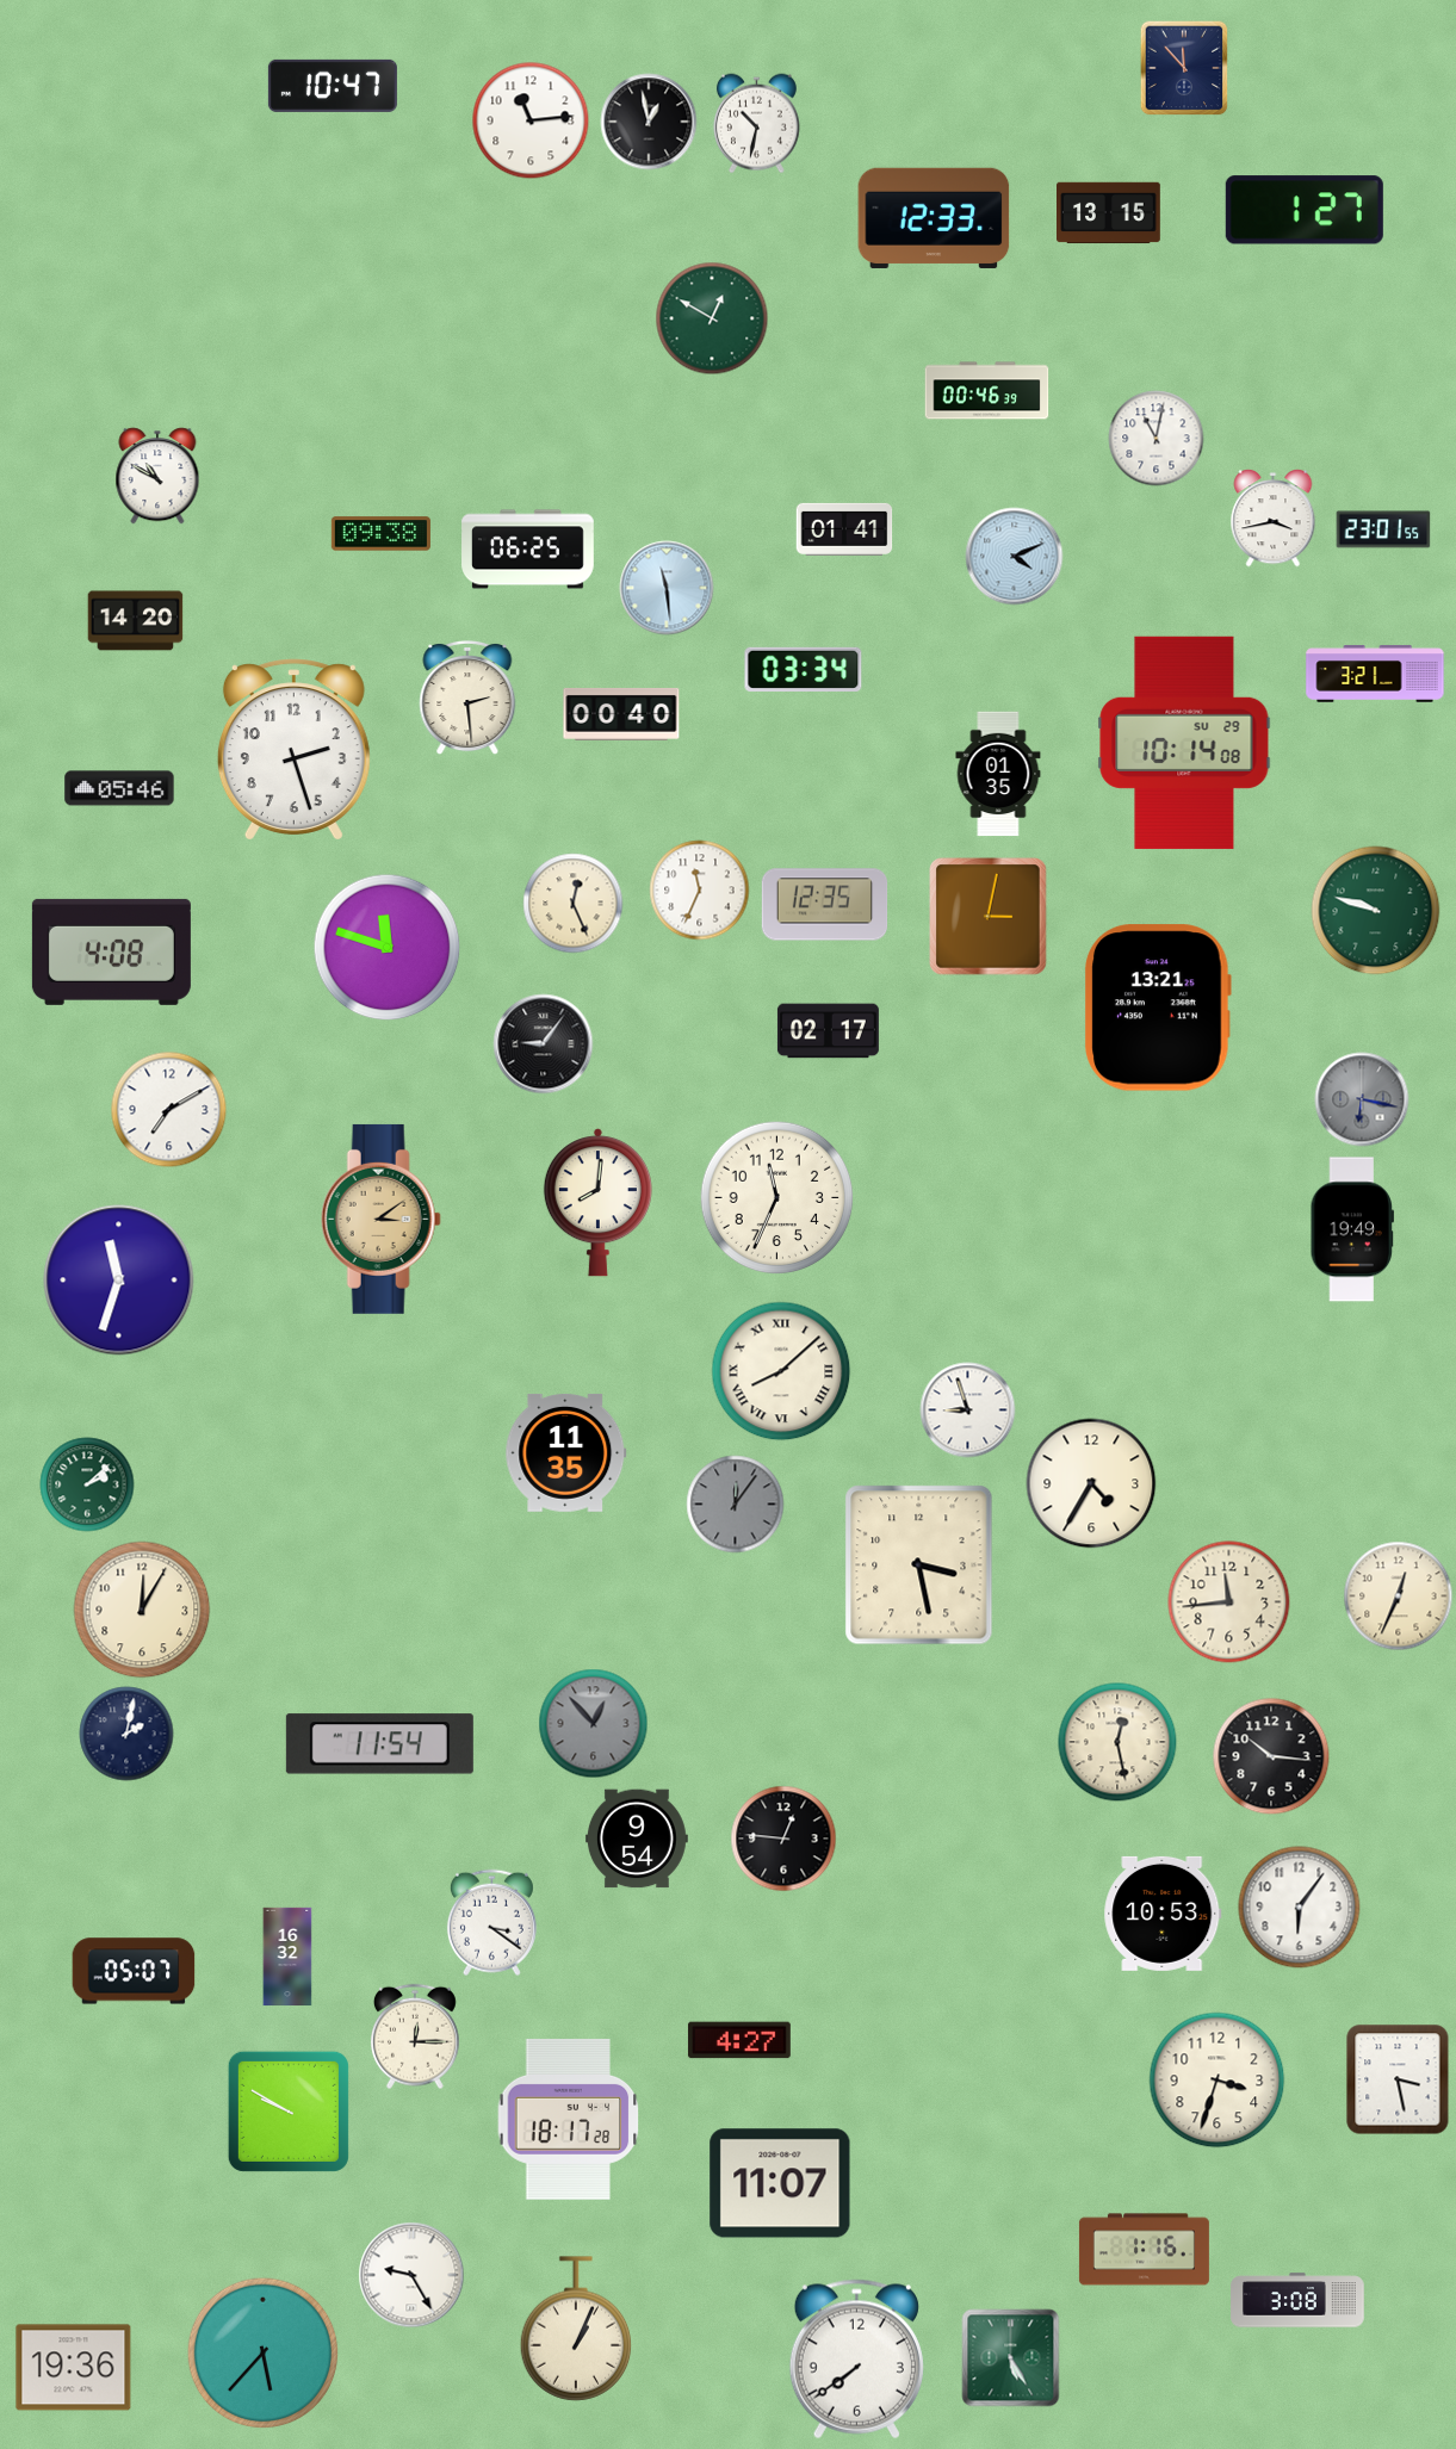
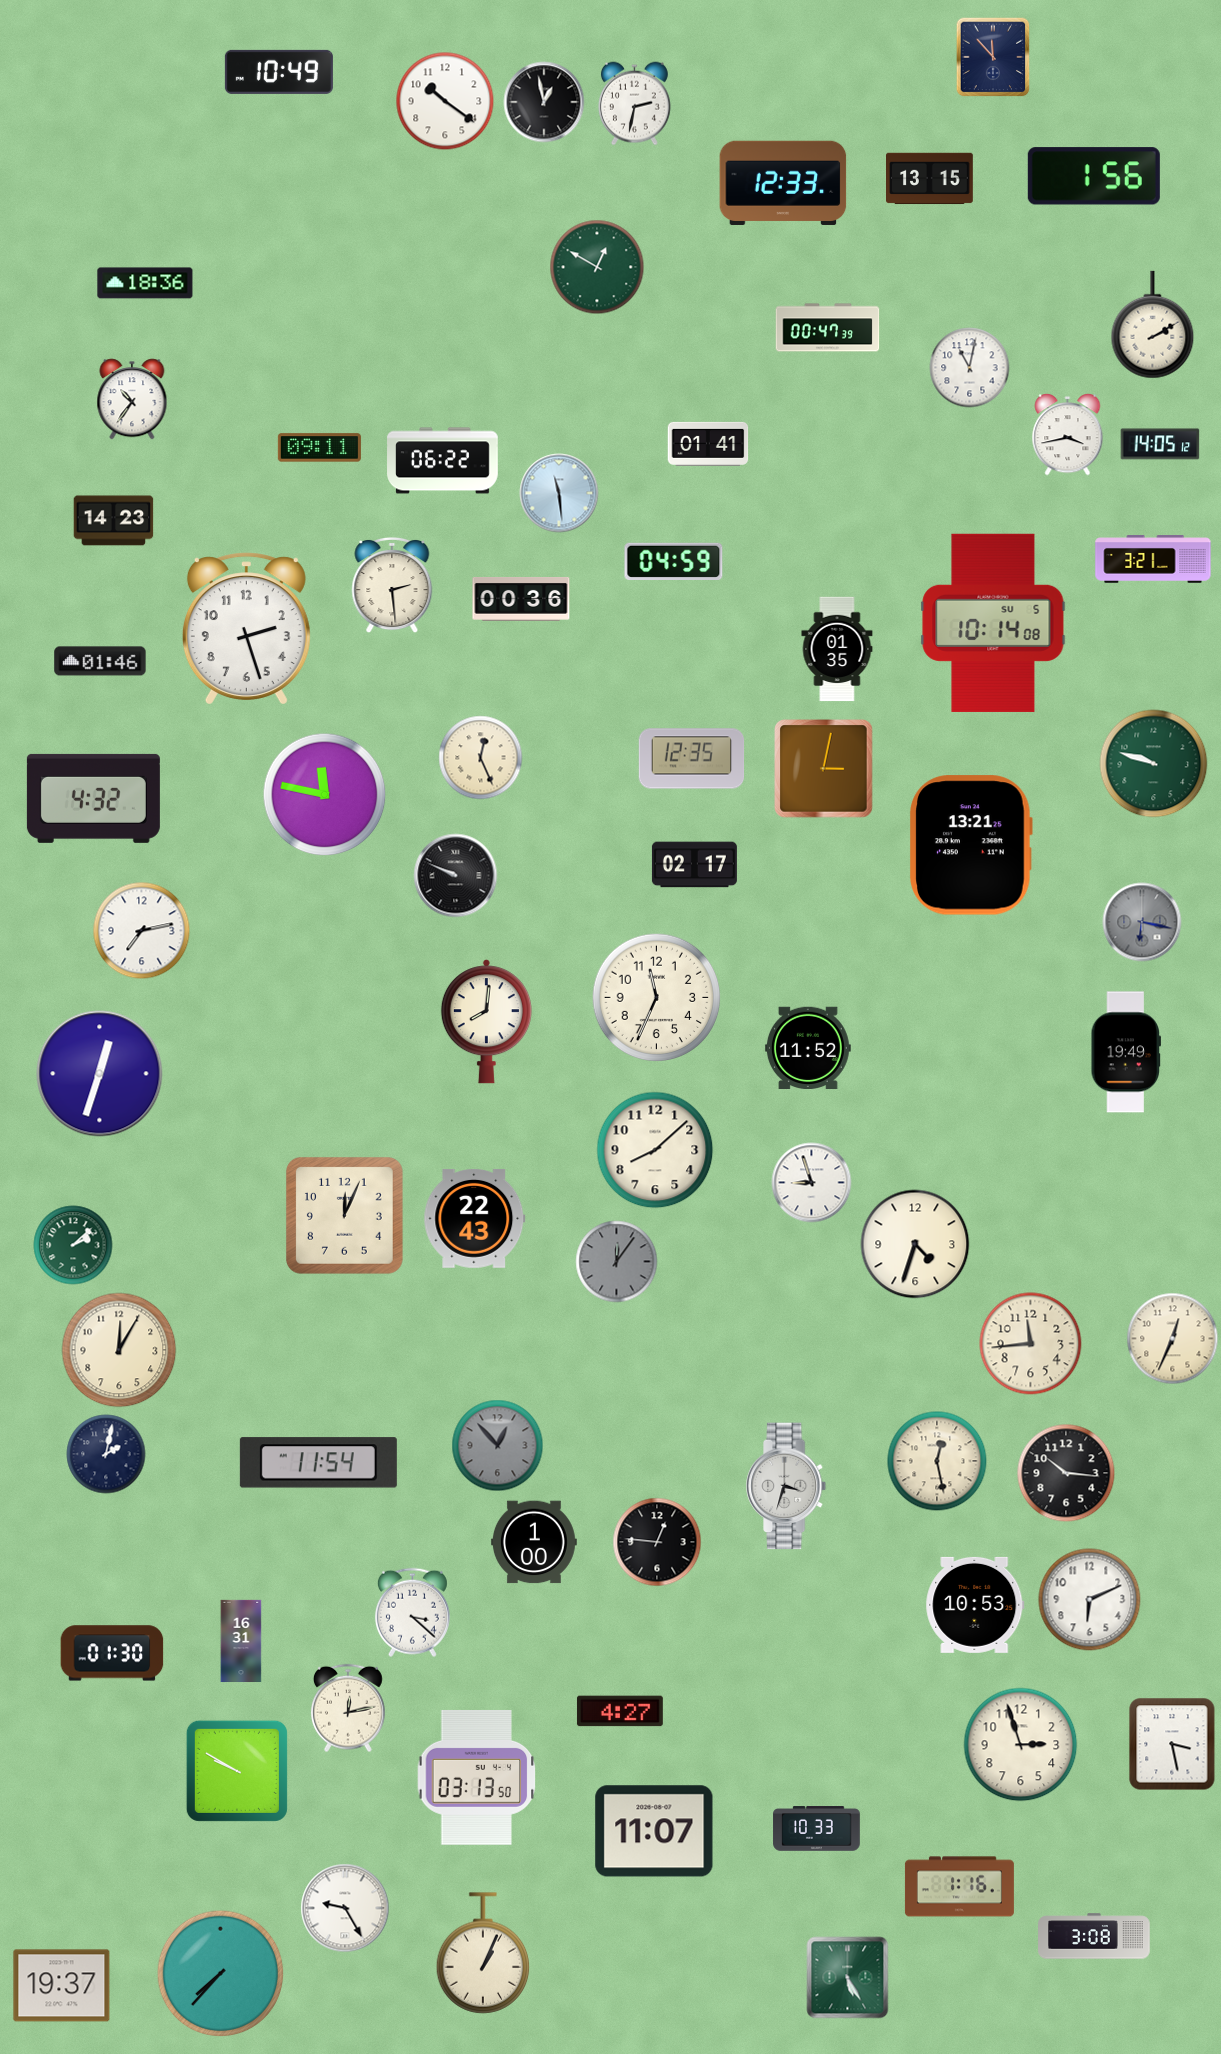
clock at (333, 86): 10:47 -> 10:49
clock at (531, 120): 11:14 -> 10:21
clock at (756, 124): 10:32 -> 2:32
clock at (1305, 210): 1:27 -> 1:56
clock at (145, 283): none -> 18:36
clock at (1153, 325): none -> 2:10
clock at (987, 391): 00:46 -> 00:47
clock at (157, 476): 10:50 -> 10:36
clock at (1383, 529): 23:01 -> 14:05
clock at (380, 534): 09:38 -> 09:11
clock at (528, 550): 06:25 -> 06:22
clock at (1015, 557): 4:11 -> none
clock at (136, 621): 14:20 -> 14:23
clock at (804, 669): 03:34 -> 04:59
clock at (1375, 674) position: (1375, 674) -> (1153, 559)
clock at (621, 715): 00:40 -> 00:36
clock at (1184, 743) date: SU 29 -> SU 5
clock at (119, 788): 05:46 -> 01:46
clock at (700, 891): 11:34 -> none
clock at (989, 917) position: (989, 917) -> (824, 769)
clock at (388, 948): 11:48 -> 11:47
clock at (111, 951): 4:08 -> 4:32
clock at (544, 1044): 9:06 -> 9:49
clock at (169, 1110): 7:10 -> 7:13
clock at (777, 1198) position: (777, 1198) -> (657, 998)
clock at (597, 1203) position: (597, 1203) -> (486, 1022)
clock at (380, 1219): 3:09 -> none
clock at (1351, 1229) position: (1351, 1229) -> (1125, 1052)
clock at (808, 1047): none -> 11:52
clock at (119, 1281): 11:33 -> 12:33
clock at (781, 1371) numerals: Roman -> Arabic
clock at (344, 1215): none -> 12:04
clock at (566, 1452): 11:35 -> 22:43
clock at (1091, 1483): 4:35 -> 4:33
clock at (919, 1565): 3:28 -> none
clock at (787, 1486): none -> 3:33
clock at (637, 1839): 9:54 -> 1:00
clock at (1300, 1908): 6:06 -> 6:11
clock at (491, 1923): 3:21 -> 3:22
clock at (287, 1957): 16:32 -> 16:31
clock at (134, 1971): 05:07 -> 01:30
clock at (416, 2036): 12:15 -> 12:13
clock at (1218, 2081): 3:33 -> 2:57
clock at (289, 2112) position: (289, 2112) -> (237, 1771)
clock at (569, 2119): 18:17 -> 03:13
clock at (817, 1829): none -> 10:33
clock at (1297, 2300) position: (1297, 2300) -> (1094, 1936)
clock at (264, 2354): 5:37 -> 7:37
clock at (856, 2360): 7:39 -> none
clock at (74, 2368): 19:36 -> 19:37
